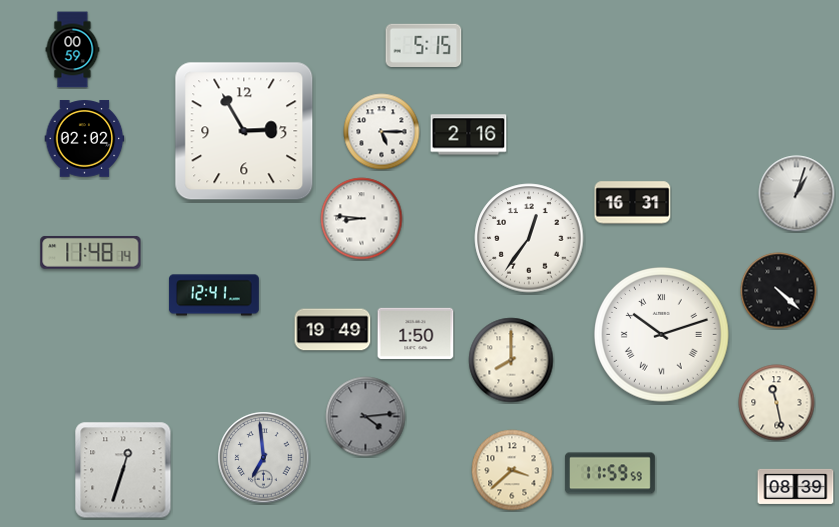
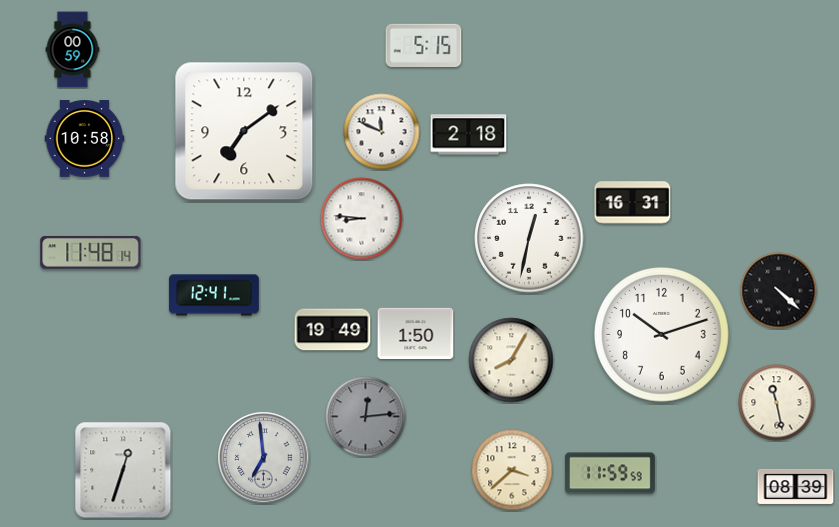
clock at (244, 131): 2:55 -> 7:09
clock at (382, 132): 5:15 -> 11:49
clock at (469, 135): 2:16 -> 2:18
clock at (85, 139): 02:02 -> 10:58
clock at (797, 194): 1:03 -> none
clock at (529, 238): 12:36 -> 12:32
clock at (662, 335) numerals: Roman -> Arabic
clock at (511, 360): 8:00 -> 8:05
clock at (366, 417): 4:14 -> 12:14
